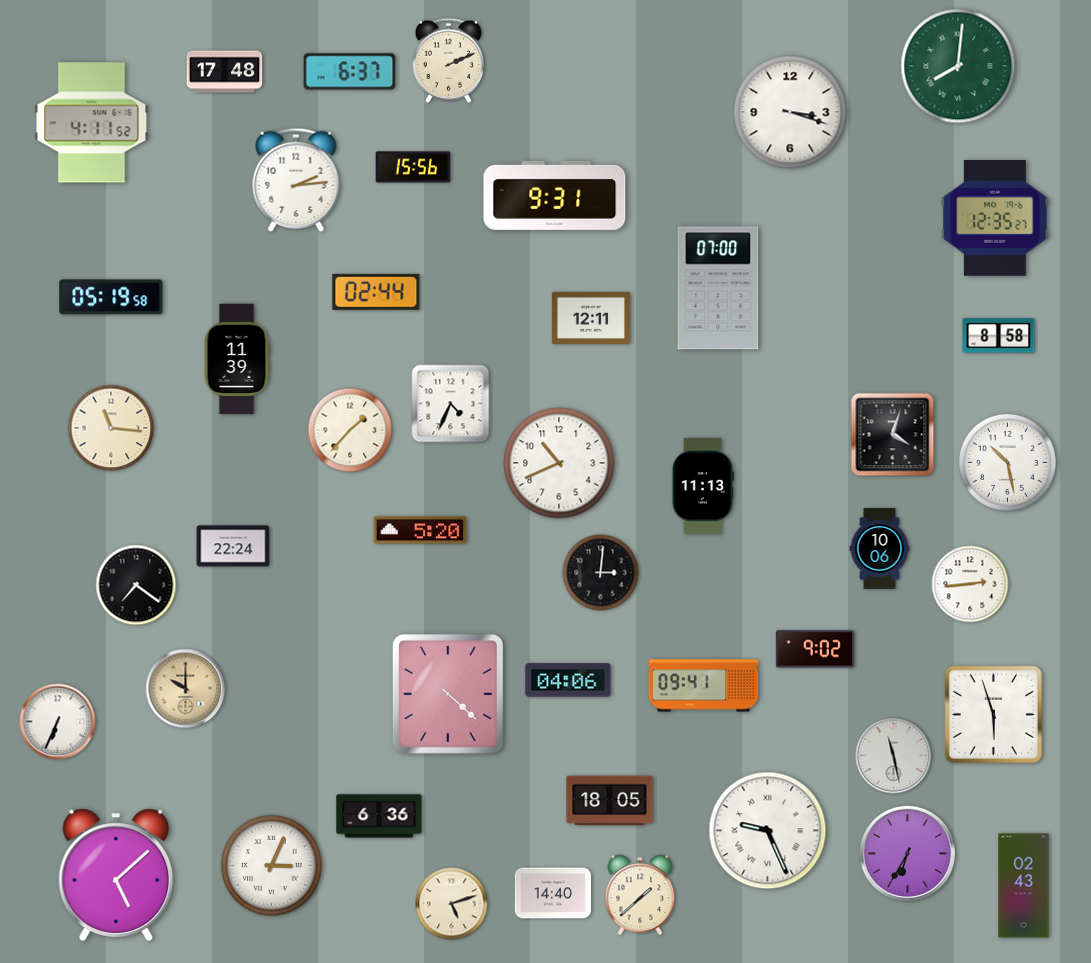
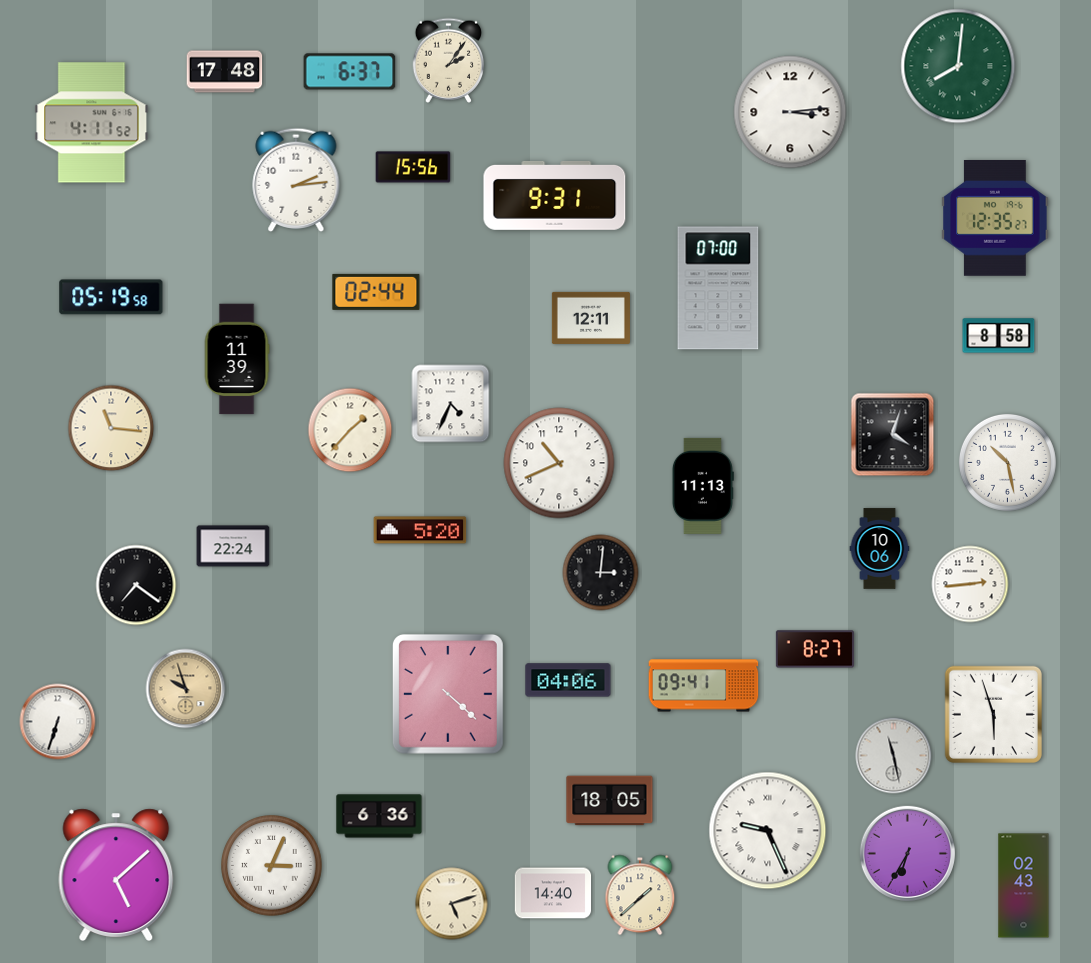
clock at (449, 60): 2:11 -> 2:06
clock at (790, 112): 3:18 -> 3:14
clock at (815, 649): 9:02 -> 8:27
clock at (186, 689): 10:00 -> 9:57
clock at (58, 722): 6:34 -> 6:33
